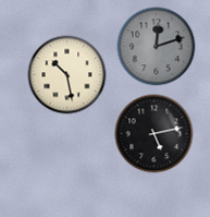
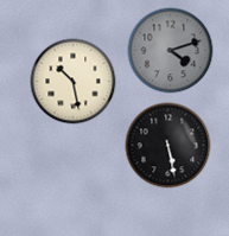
clock at (157, 47): 12:12 -> 4:12
clock at (155, 134): 5:13 -> 5:28
